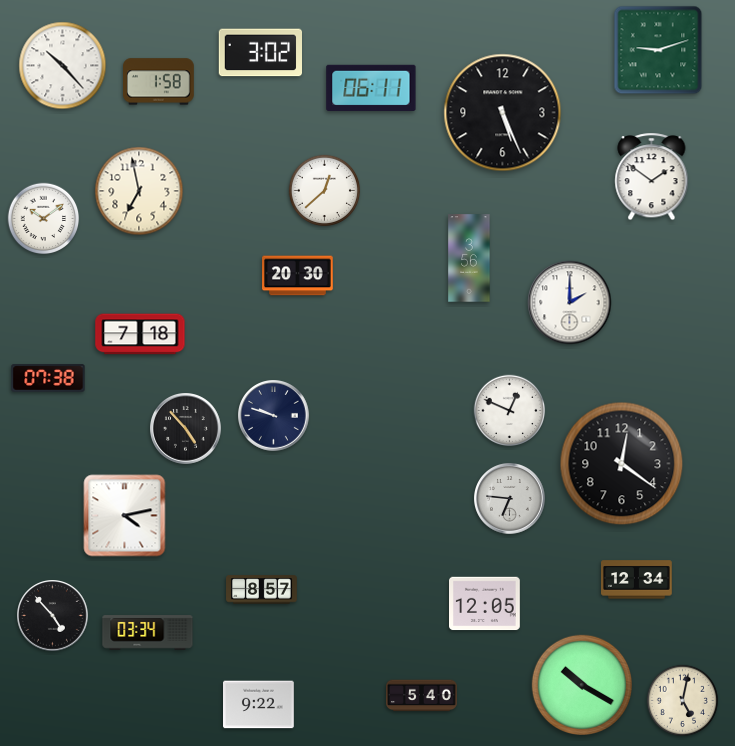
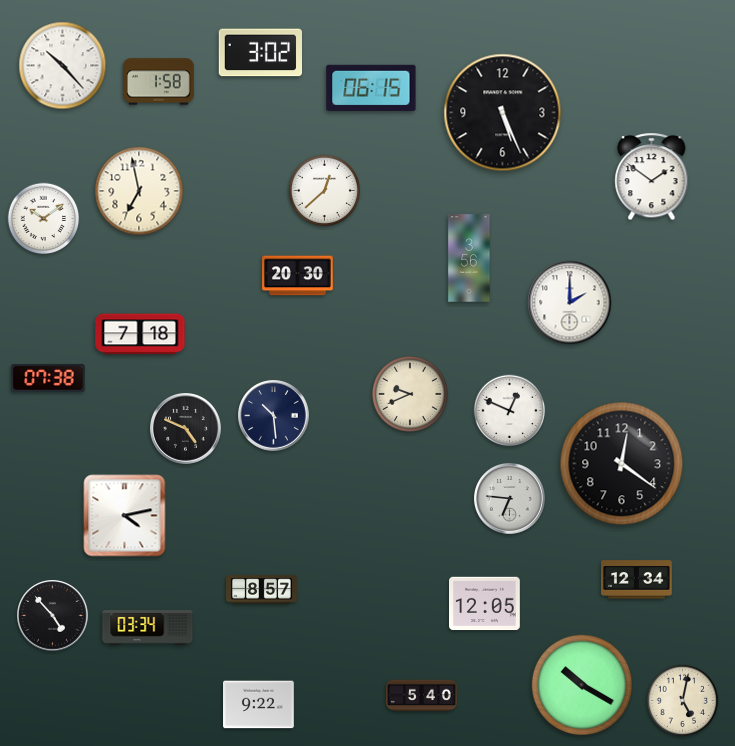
clock at (658, 50): 9:12 -> none
clock at (371, 88): 06:11 -> 06:15
clock at (410, 394): none -> 9:41
clock at (274, 416): 9:48 -> 10:29
clock at (186, 429): 4:53 -> 4:49
clock at (148, 633) position: (148, 633) -> (148, 628)
